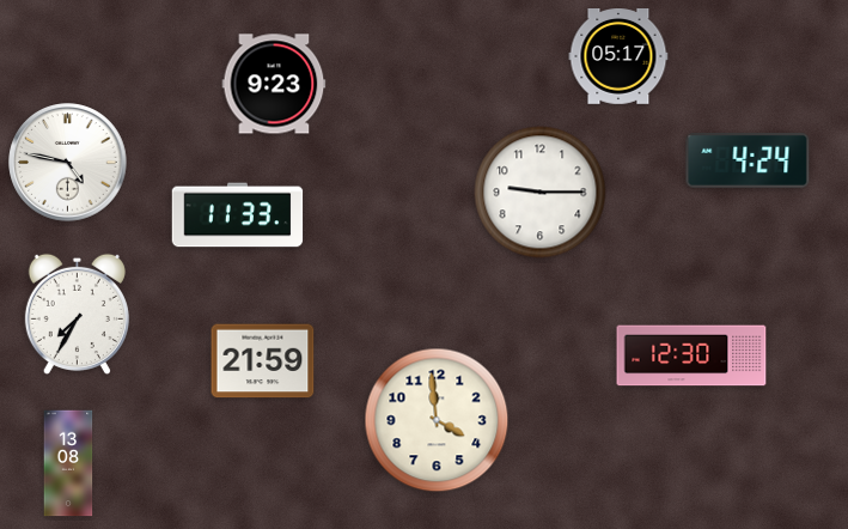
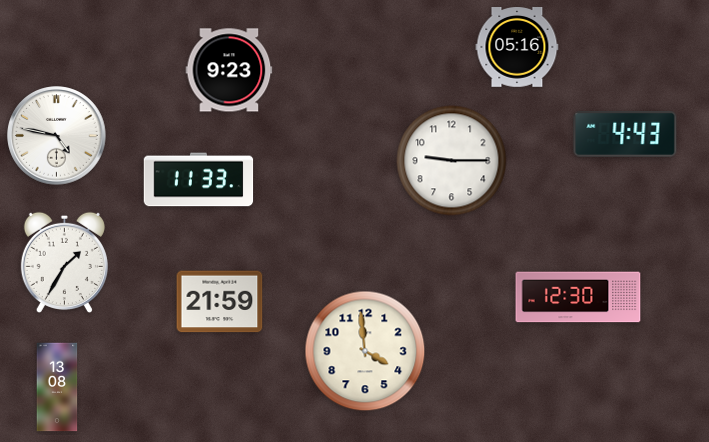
clock at (618, 57): 05:17 -> 05:16
clock at (748, 160): 4:24 -> 4:43
clock at (77, 314): 7:35 -> 1:35
